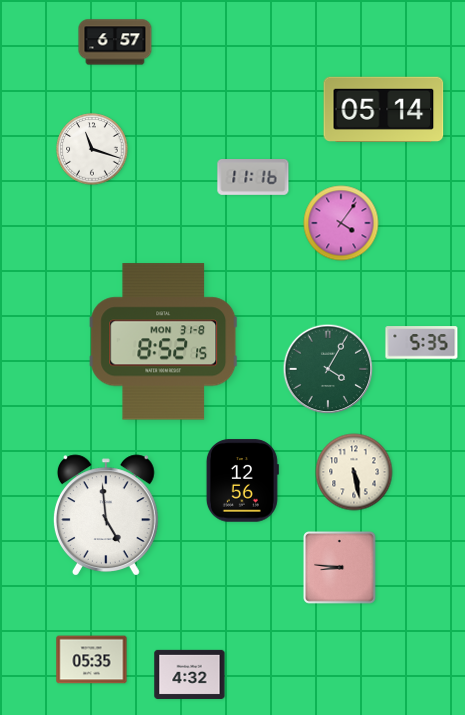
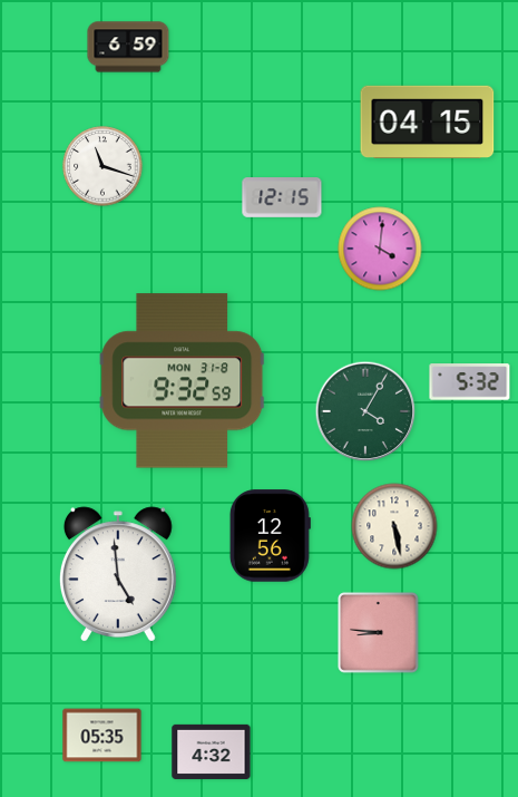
clock at (115, 42): 6:57 -> 6:59
clock at (384, 109): 05:14 -> 04:15
clock at (253, 178): 11:16 -> 12:15
clock at (341, 223): 4:06 -> 4:01
clock at (164, 342): 8:52 -> 9:32
clock at (422, 343): 5:35 -> 5:32
